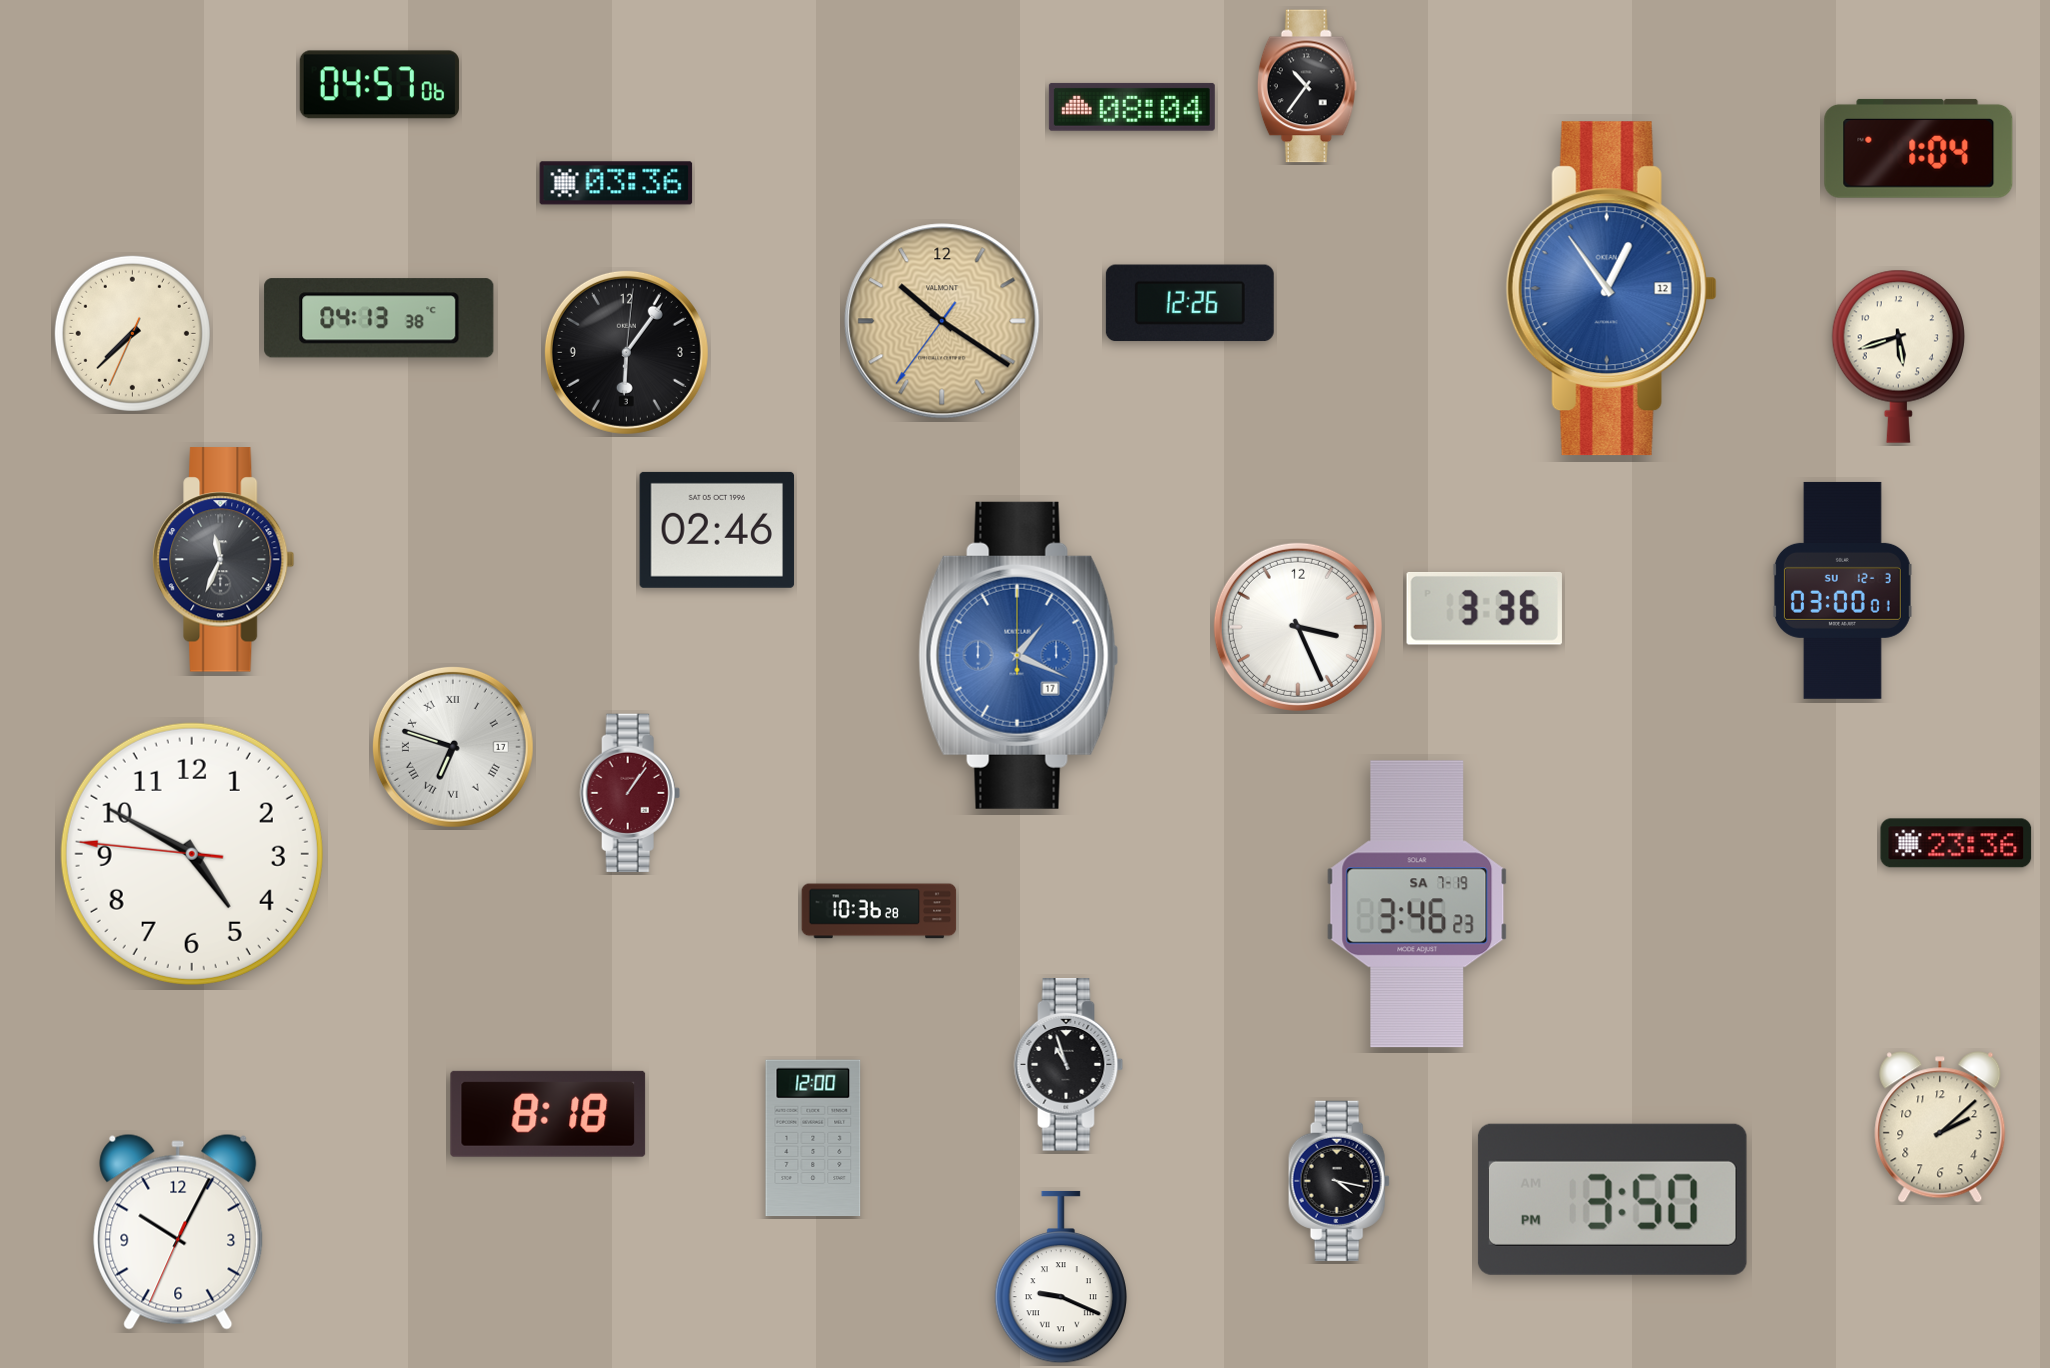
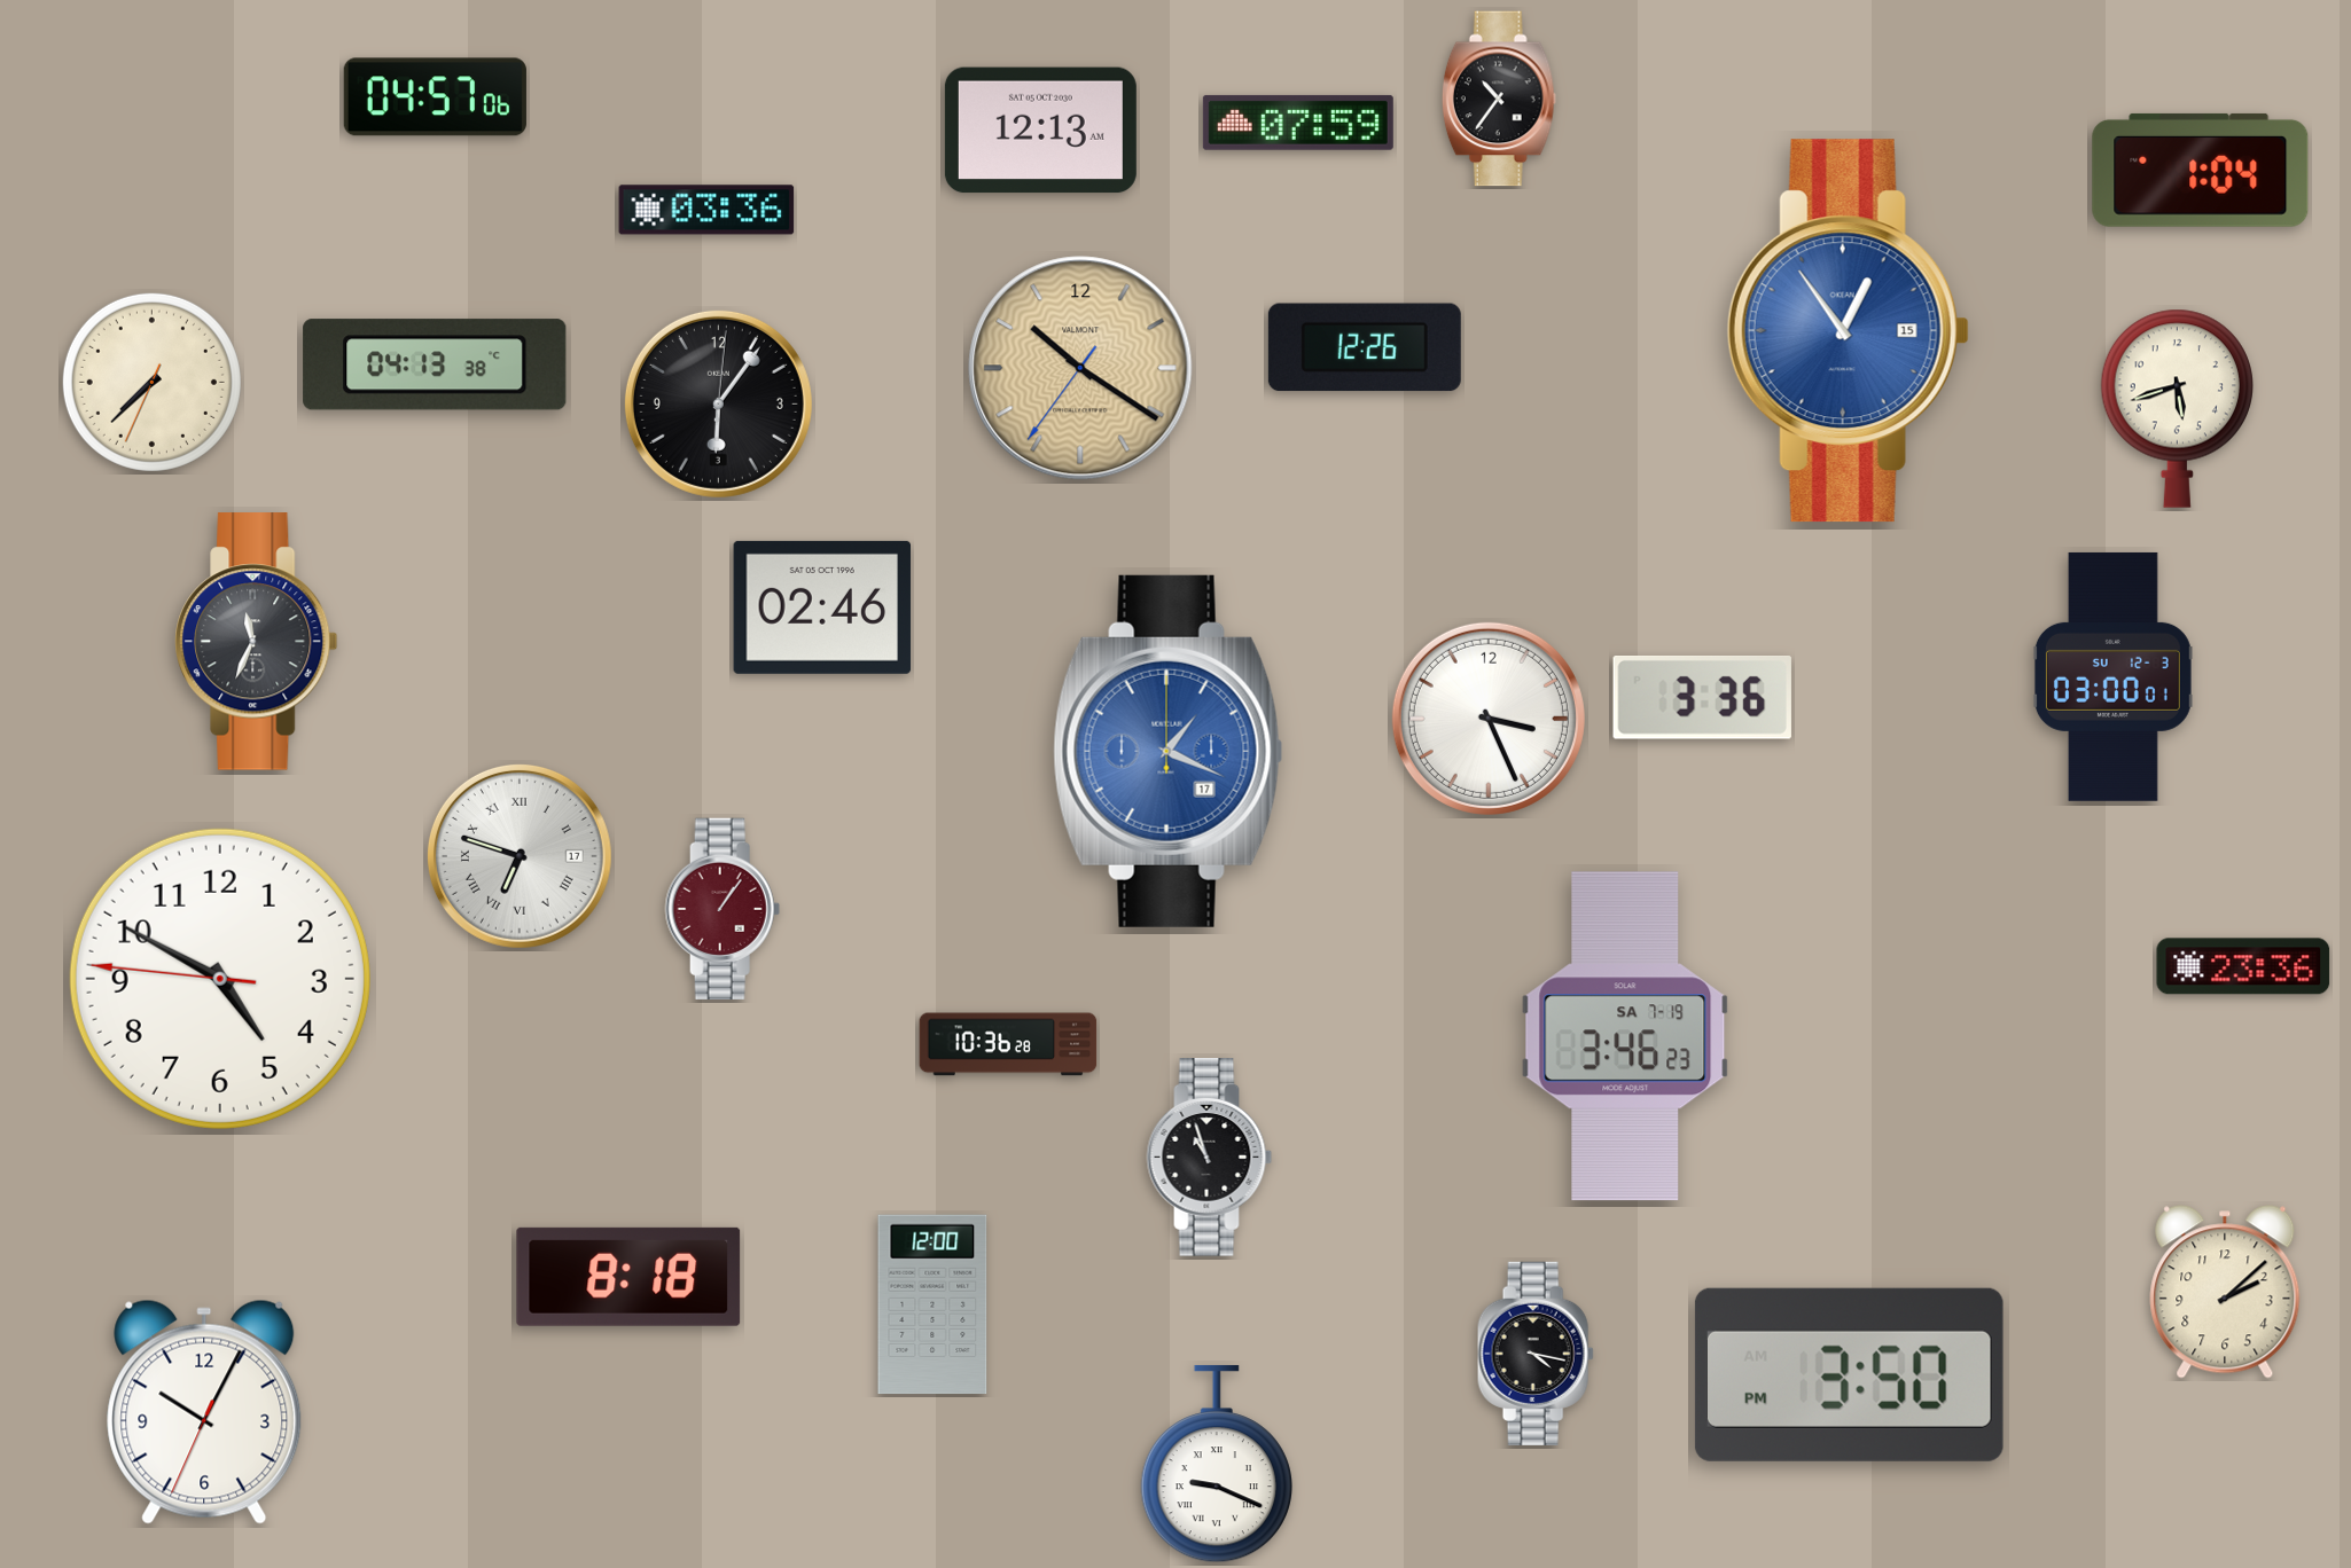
clock at (1132, 107): 08:04 -> 07:59
clock at (1040, 131): none -> 12:13
clock at (1611, 289) date: 12 -> 15
clock at (1069, 1065) position: (1069, 1065) -> (1210, 1158)
